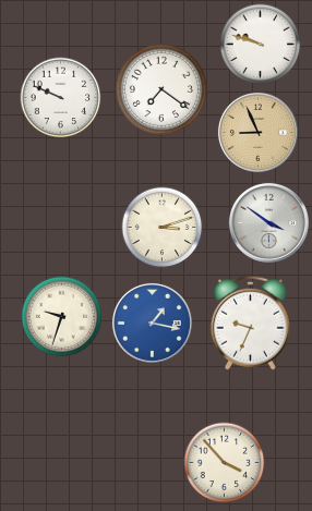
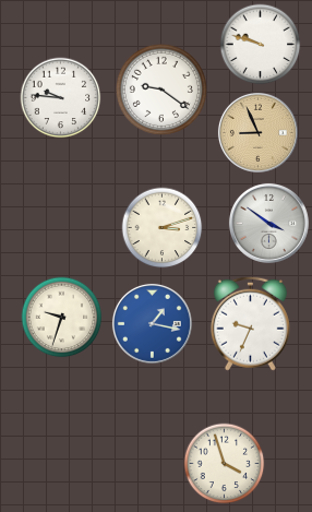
clock at (161, 89): 7:21 -> 9:21
clock at (61, 98): 9:49 -> 9:46
clock at (225, 463): 3:53 -> 3:57
